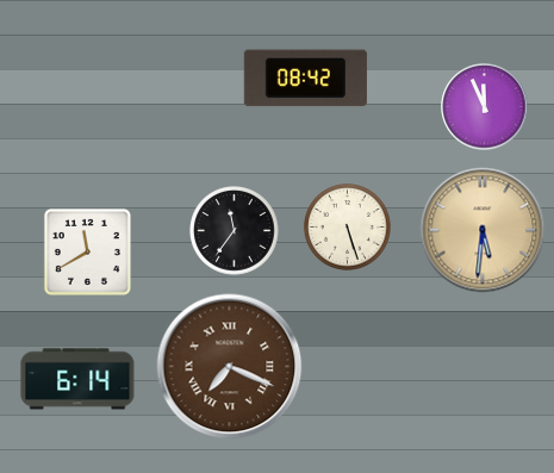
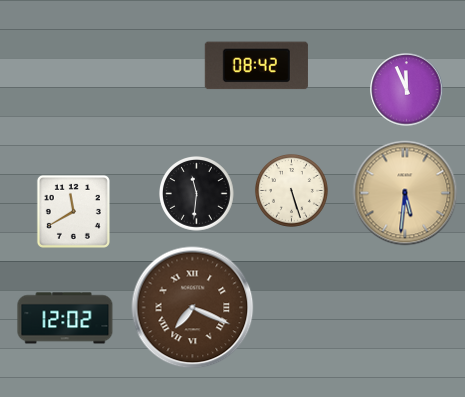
clock at (235, 231): 11:36 -> 11:31
clock at (77, 379): 6:14 -> 12:02
